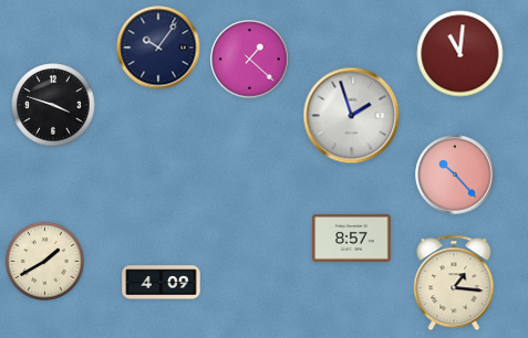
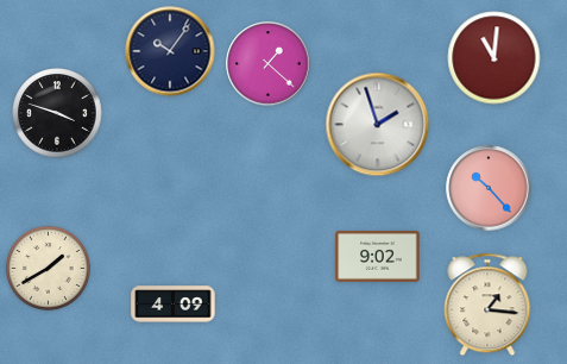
clock at (352, 237): 8:57 -> 9:02
clock at (44, 261) position: (44, 261) -> (48, 268)
